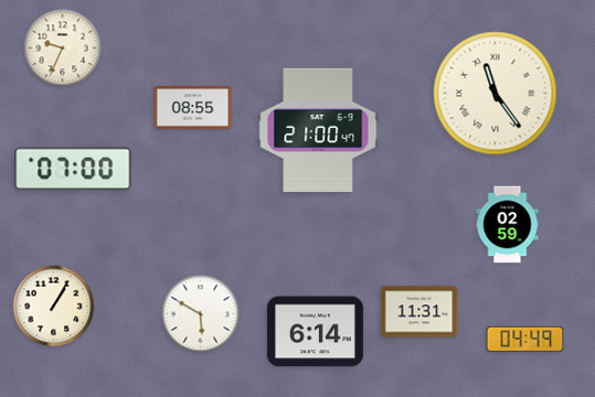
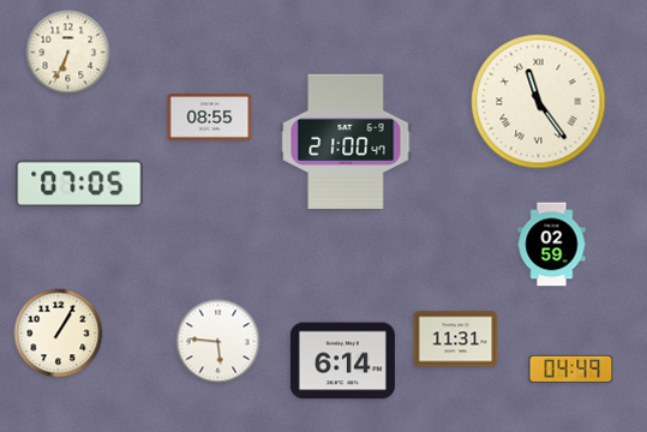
clock at (63, 49): 9:34 -> 6:34
clock at (73, 169): 07:00 -> 07:05
clock at (201, 314): 5:50 -> 5:46
